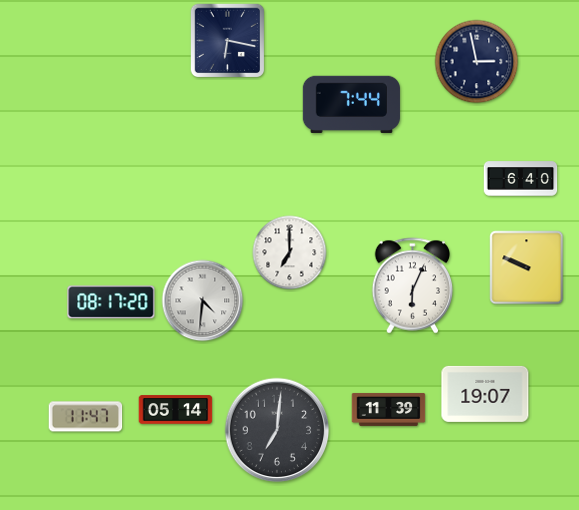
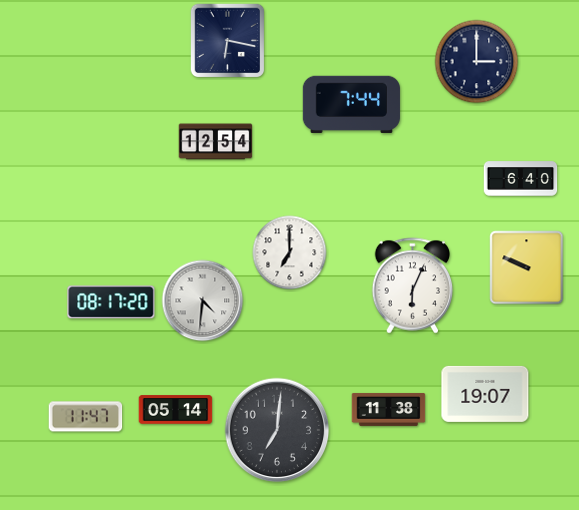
clock at (477, 62): 2:58 -> 3:00
clock at (216, 142): none -> 12:54
clock at (389, 409): 11:39 -> 11:38
